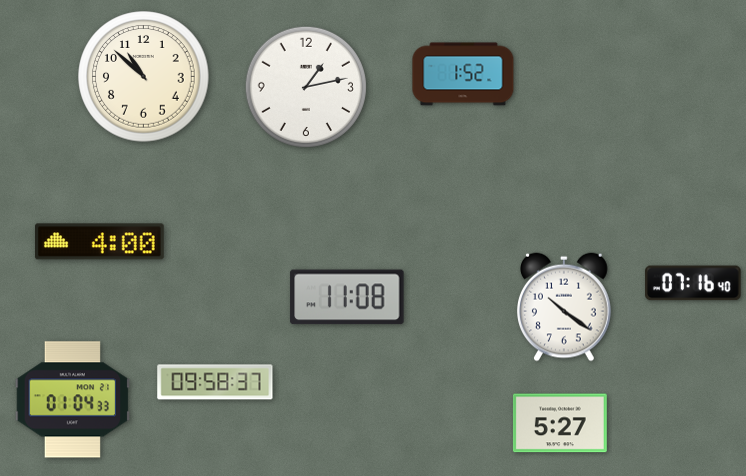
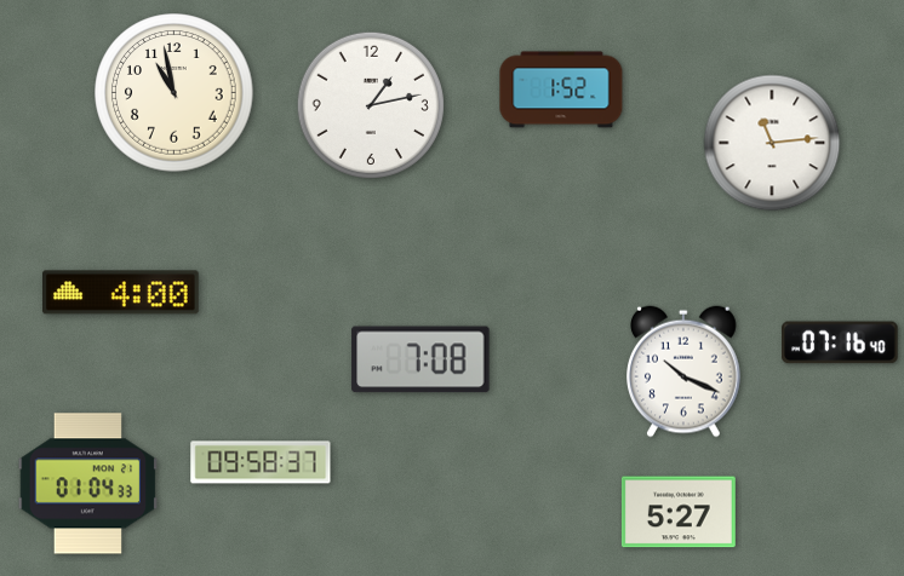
clock at (144, 77): 10:52 -> 10:58
clock at (772, 143): none -> 11:14
clock at (347, 297): 11:08 -> 7:08
clock at (565, 307): 10:21 -> 10:19
